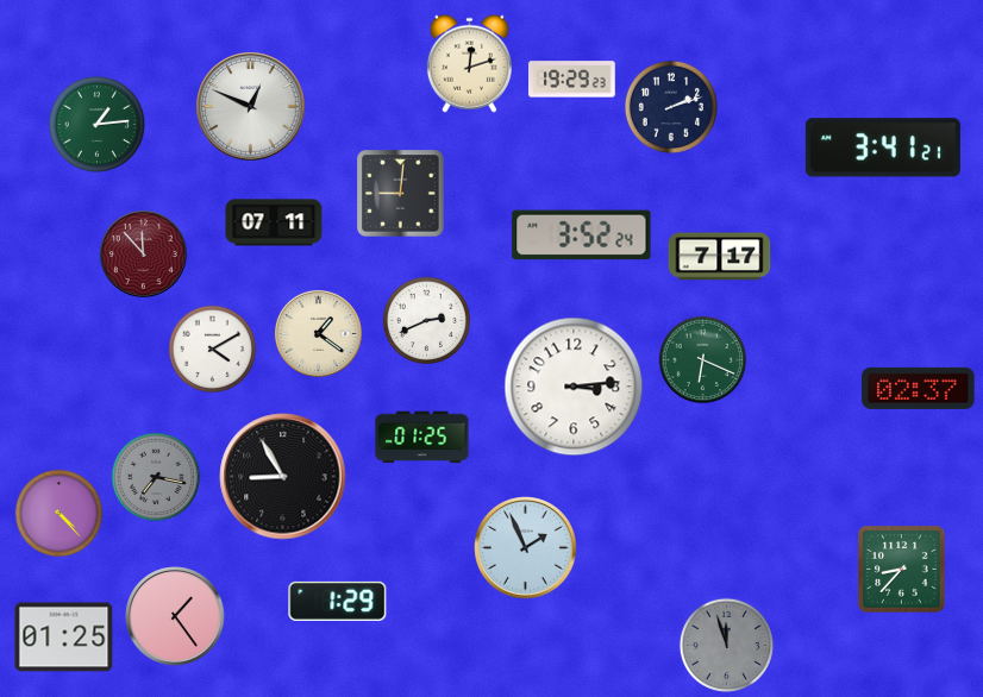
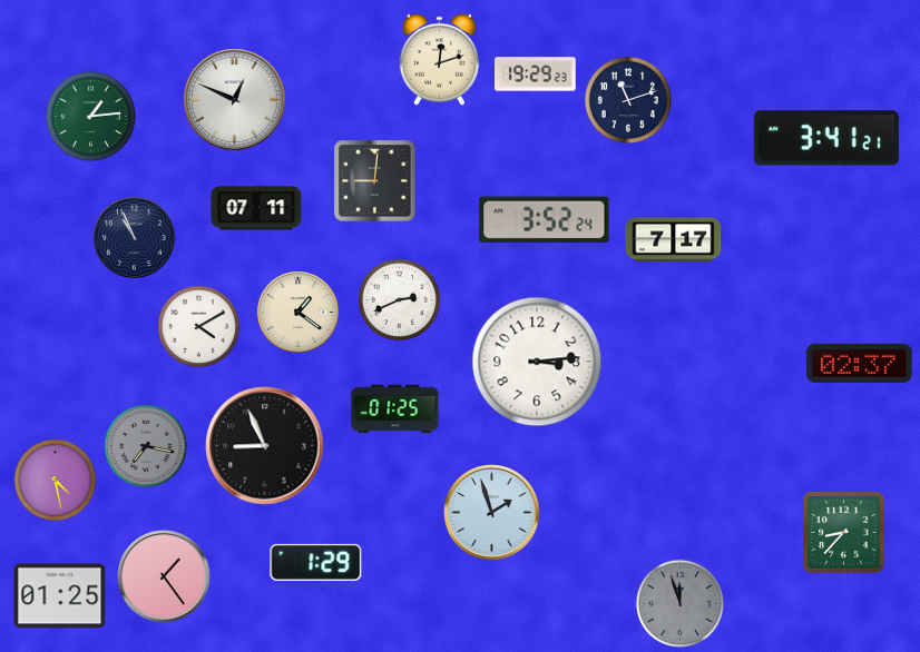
clock at (671, 107): 2:12 -> 11:12
clock at (143, 253): 11:53 -> 10:56
clock at (143, 253) dial: burgundy -> navy
clock at (703, 360): 6:19 -> none
clock at (283, 477): 8:55 -> 8:56
clock at (60, 514): 4:23 -> 4:28
clock at (526, 548): 1:56 -> 1:57
